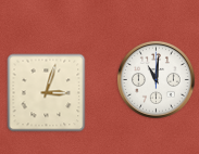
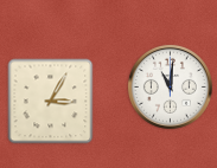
clock at (47, 93): 3:03 -> 3:05
